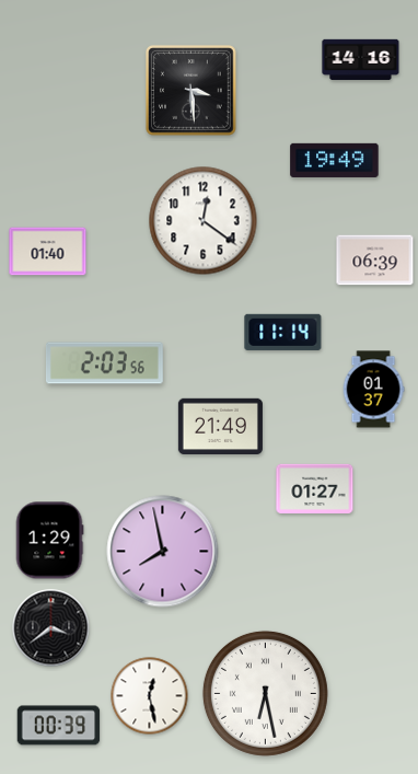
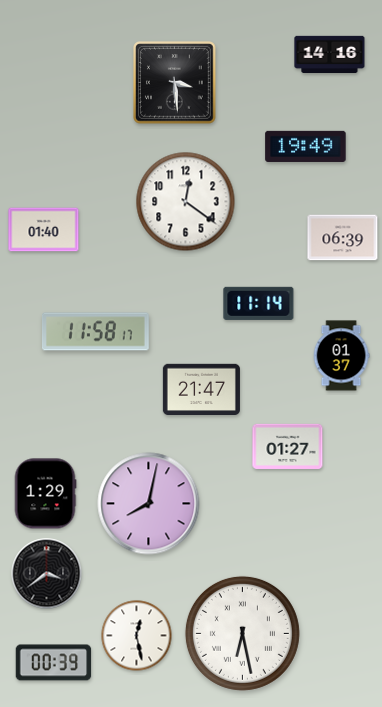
clock at (104, 363): 2:03 -> 11:58
clock at (220, 426): 21:49 -> 21:47
clock at (163, 552): 7:58 -> 8:02
